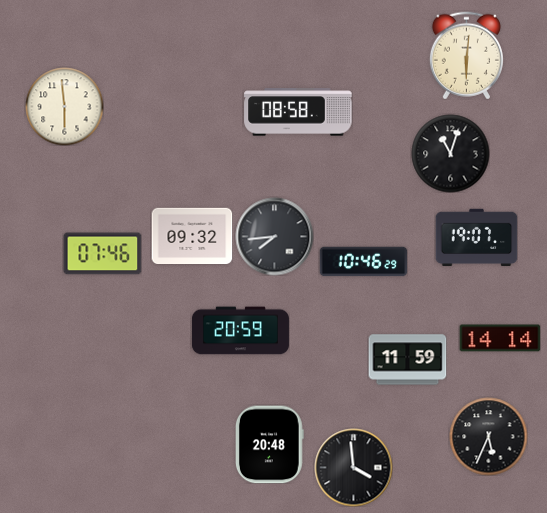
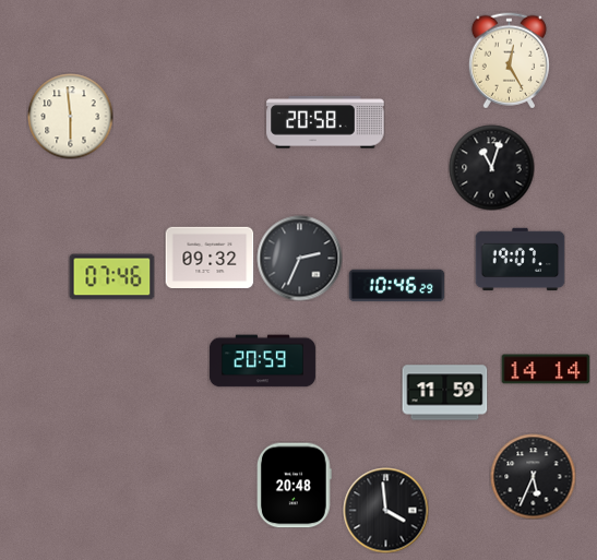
clock at (466, 55): 6:01 -> 12:25
clock at (298, 112): 08:58 -> 20:58
clock at (274, 236): 7:44 -> 2:34
